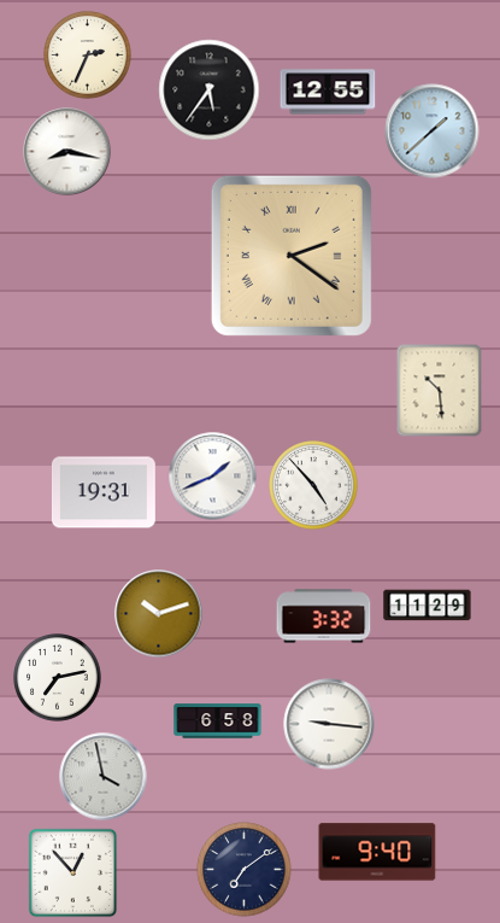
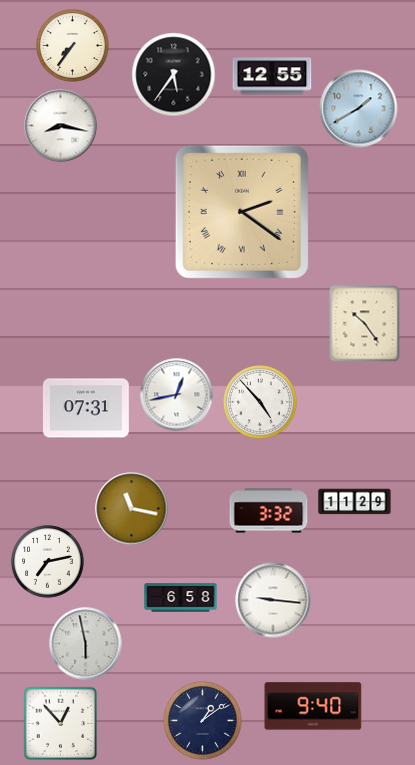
clock at (88, 56): 2:34 -> 7:36
clock at (433, 132): 1:38 -> 1:40
clock at (67, 152) position: (67, 152) -> (61, 126)
clock at (440, 391): 10:29 -> 10:24
clock at (213, 477): 1:41 -> 12:43
clock at (104, 492): 19:31 -> 07:31
clock at (159, 614): 10:12 -> 11:17
clock at (104, 777): 3:58 -> 5:58
clock at (245, 870): 7:09 -> 1:09
